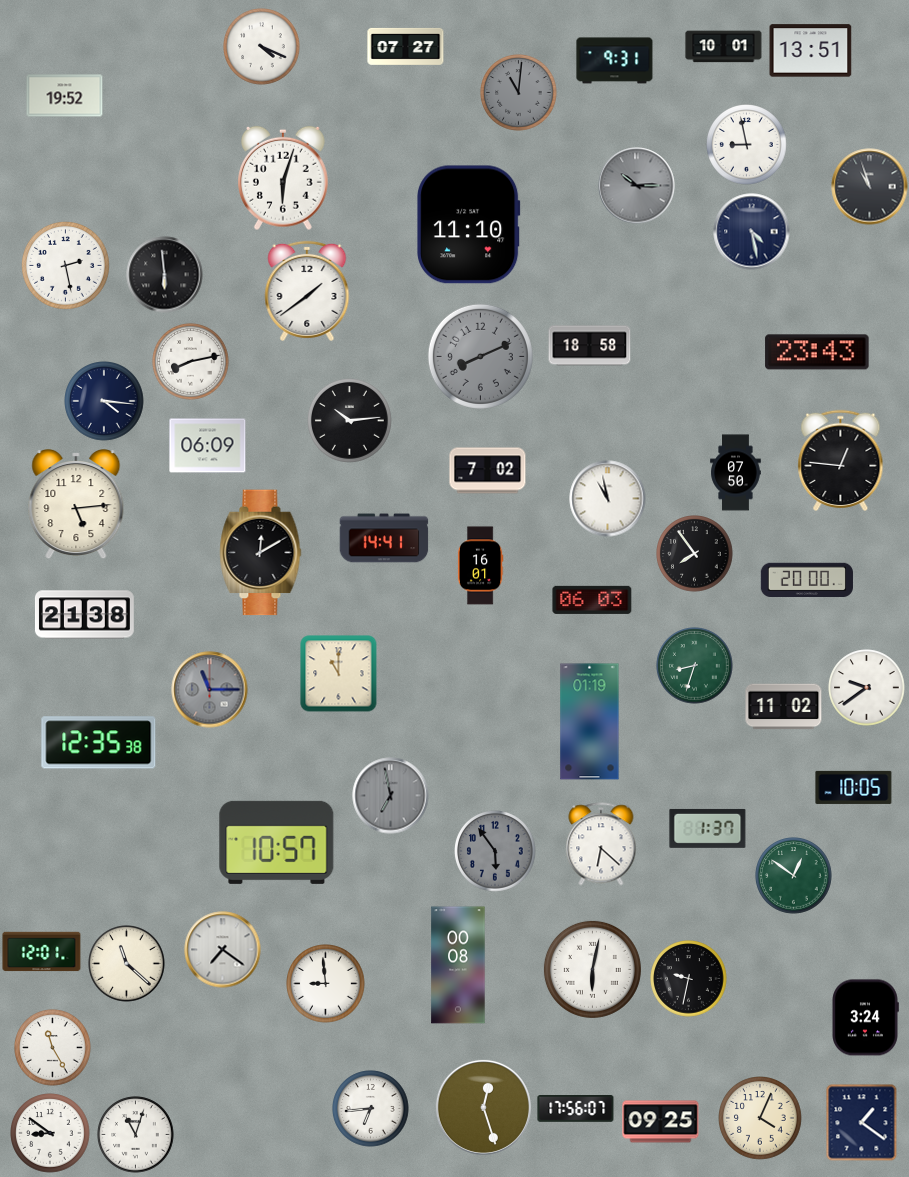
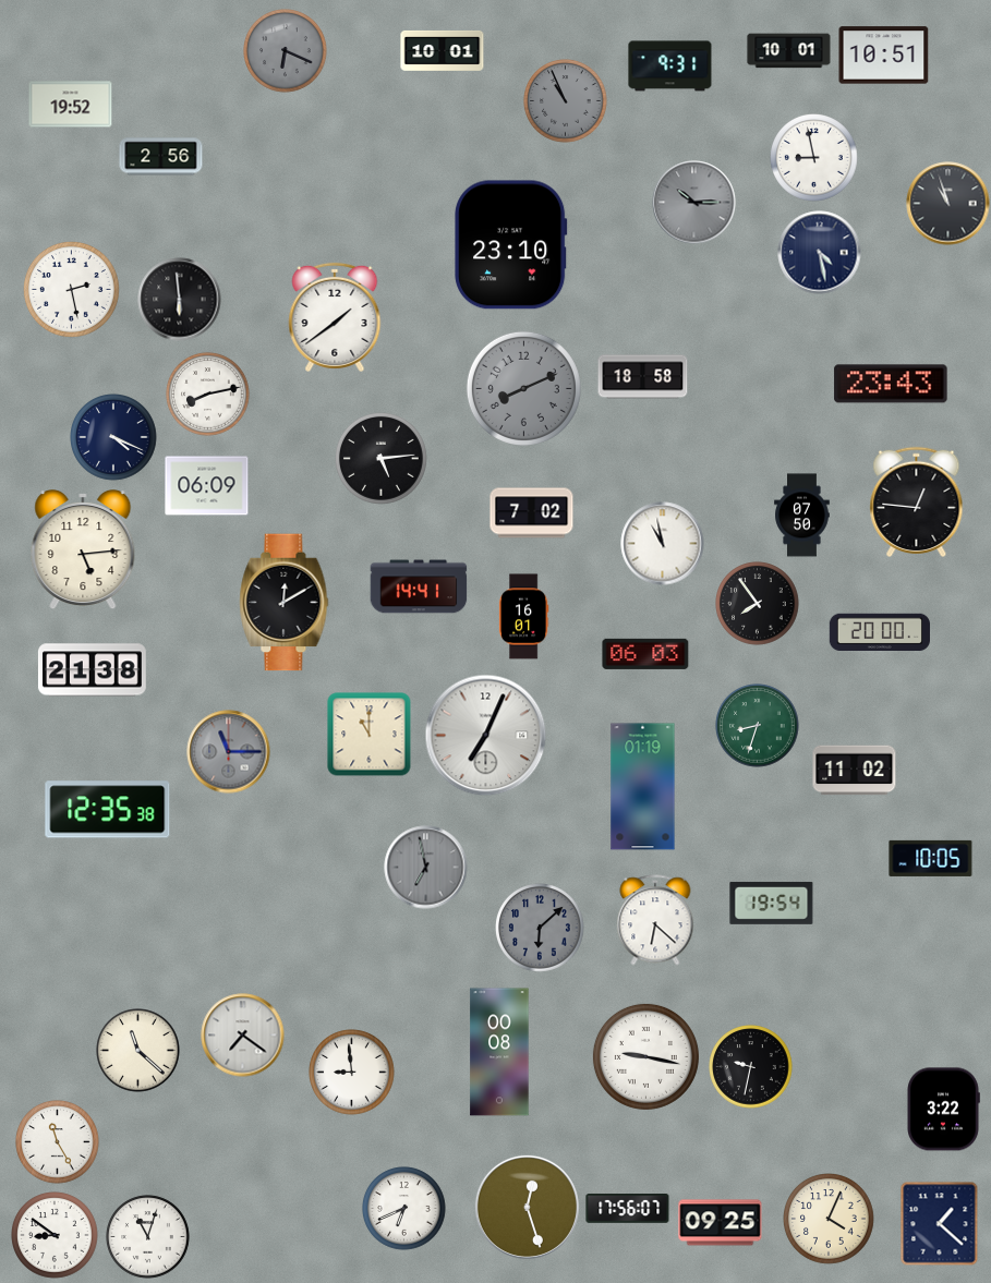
clock at (406, 46): 07:27 -> 10:01
clock at (262, 47): 4:19 -> 6:19
clock at (262, 47) dial: white -> grey
clock at (811, 51): 13:51 -> 10:51
clock at (519, 93): 11:01 -> 10:56
clock at (161, 157): none -> 2:56
clock at (284, 178): 6:03 -> none
clock at (469, 225): 11:10 -> 23:10
clock at (104, 401): 4:16 -> 4:19
clock at (350, 421): 10:14 -> 5:14
clock at (208, 446) position: (208, 446) -> (207, 486)
clock at (486, 736): none -> 7:04
clock at (867, 688): 9:39 -> none
clock at (708, 828): 1:37 -> 19:54
clock at (277, 842): 10:57 -> none
clock at (496, 852): 5:54 -> 6:08
clock at (794, 876): 12:51 -> none
clock at (42, 952): 12:01 -> none
clock at (592, 969): 6:02 -> 9:17
clock at (326, 984) position: (326, 984) -> (352, 1073)
clock at (865, 1018): 3:24 -> 3:22
clock at (371, 1109): 6:44 -> 6:41
clock at (862, 1122): 1:21 -> 1:22
